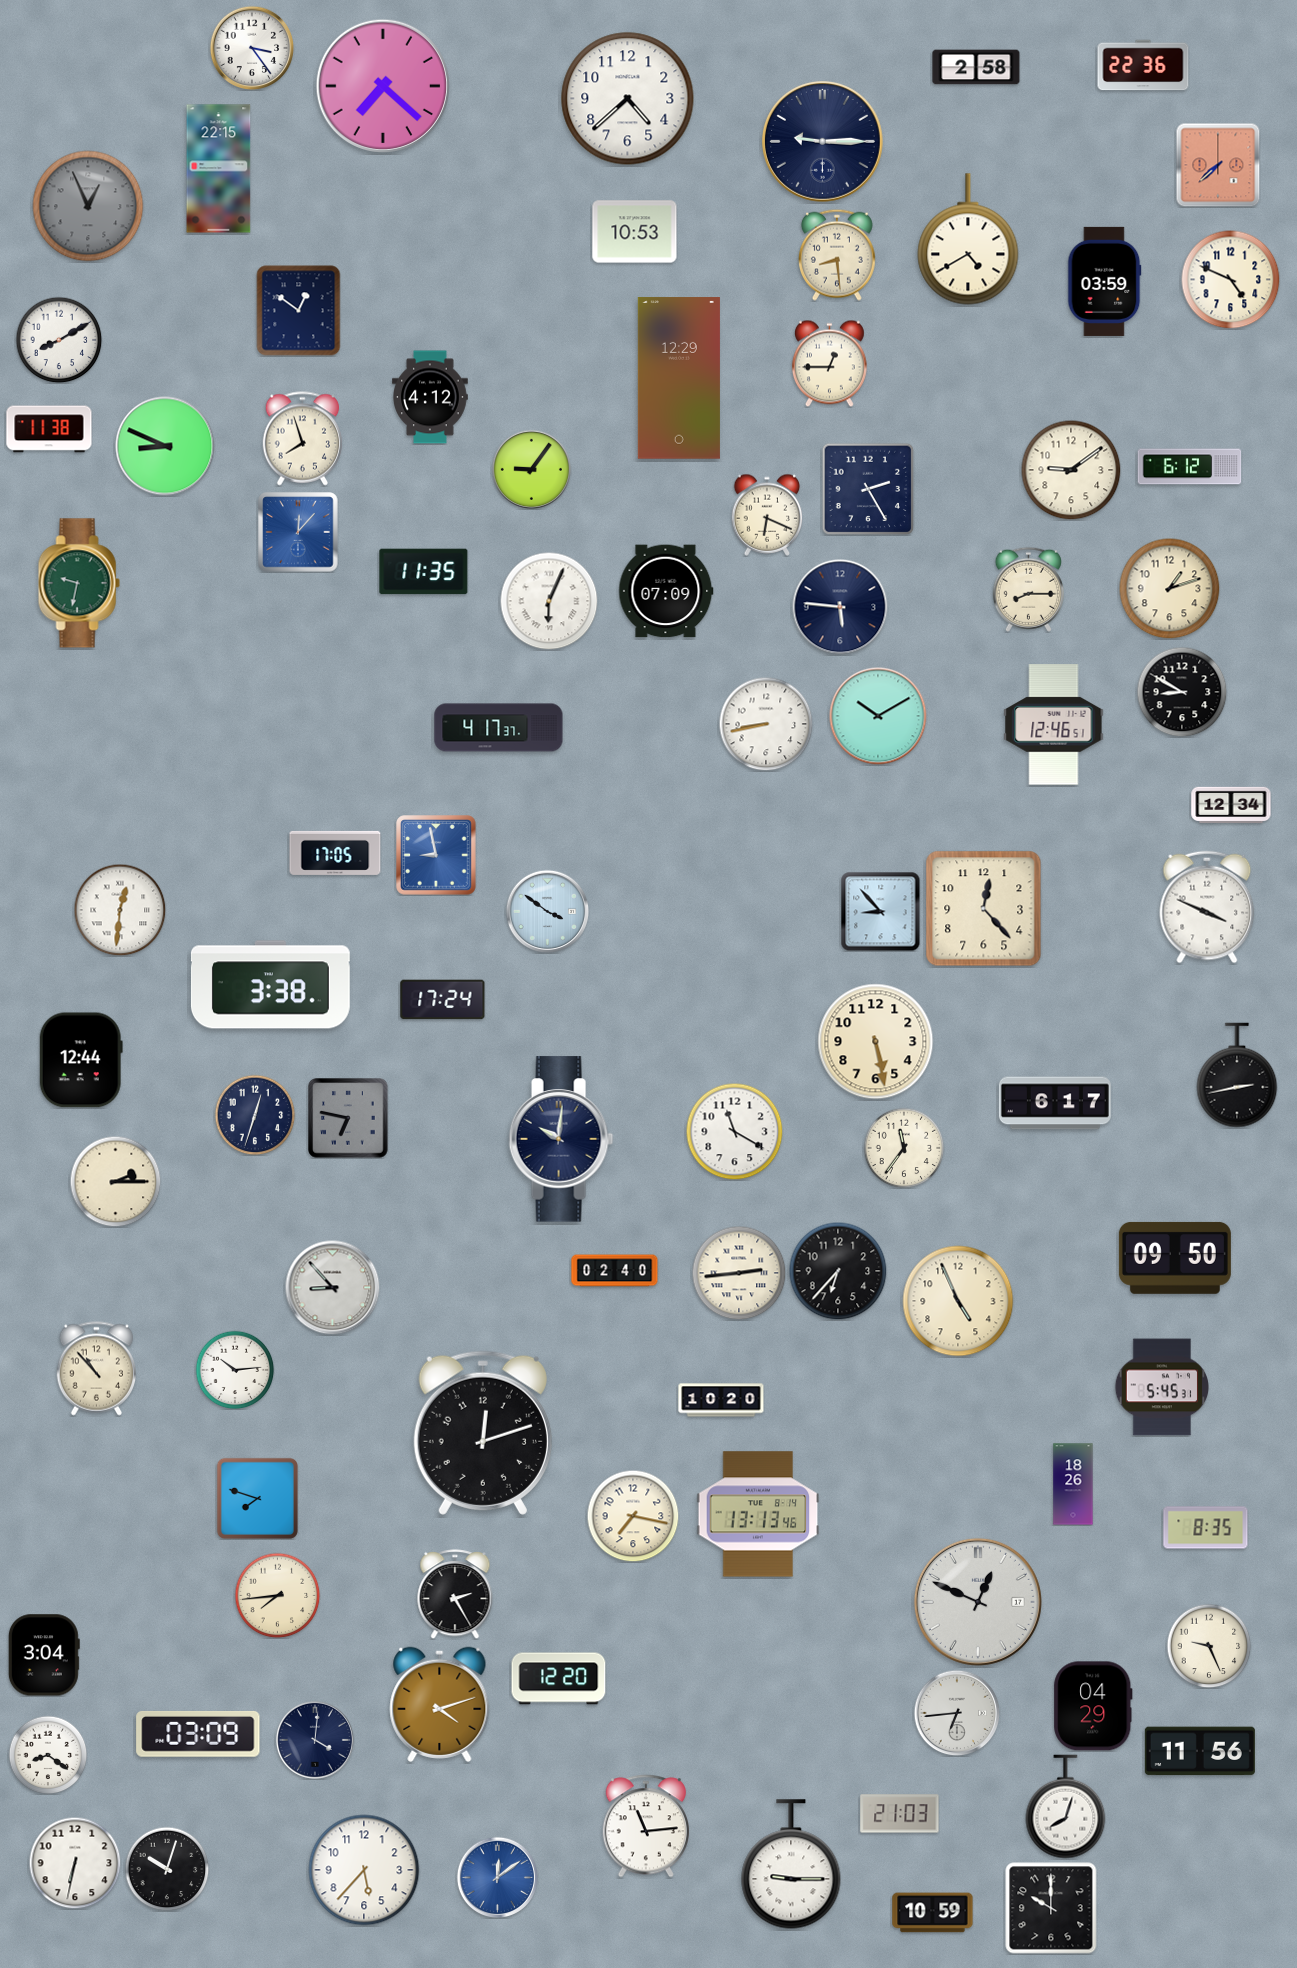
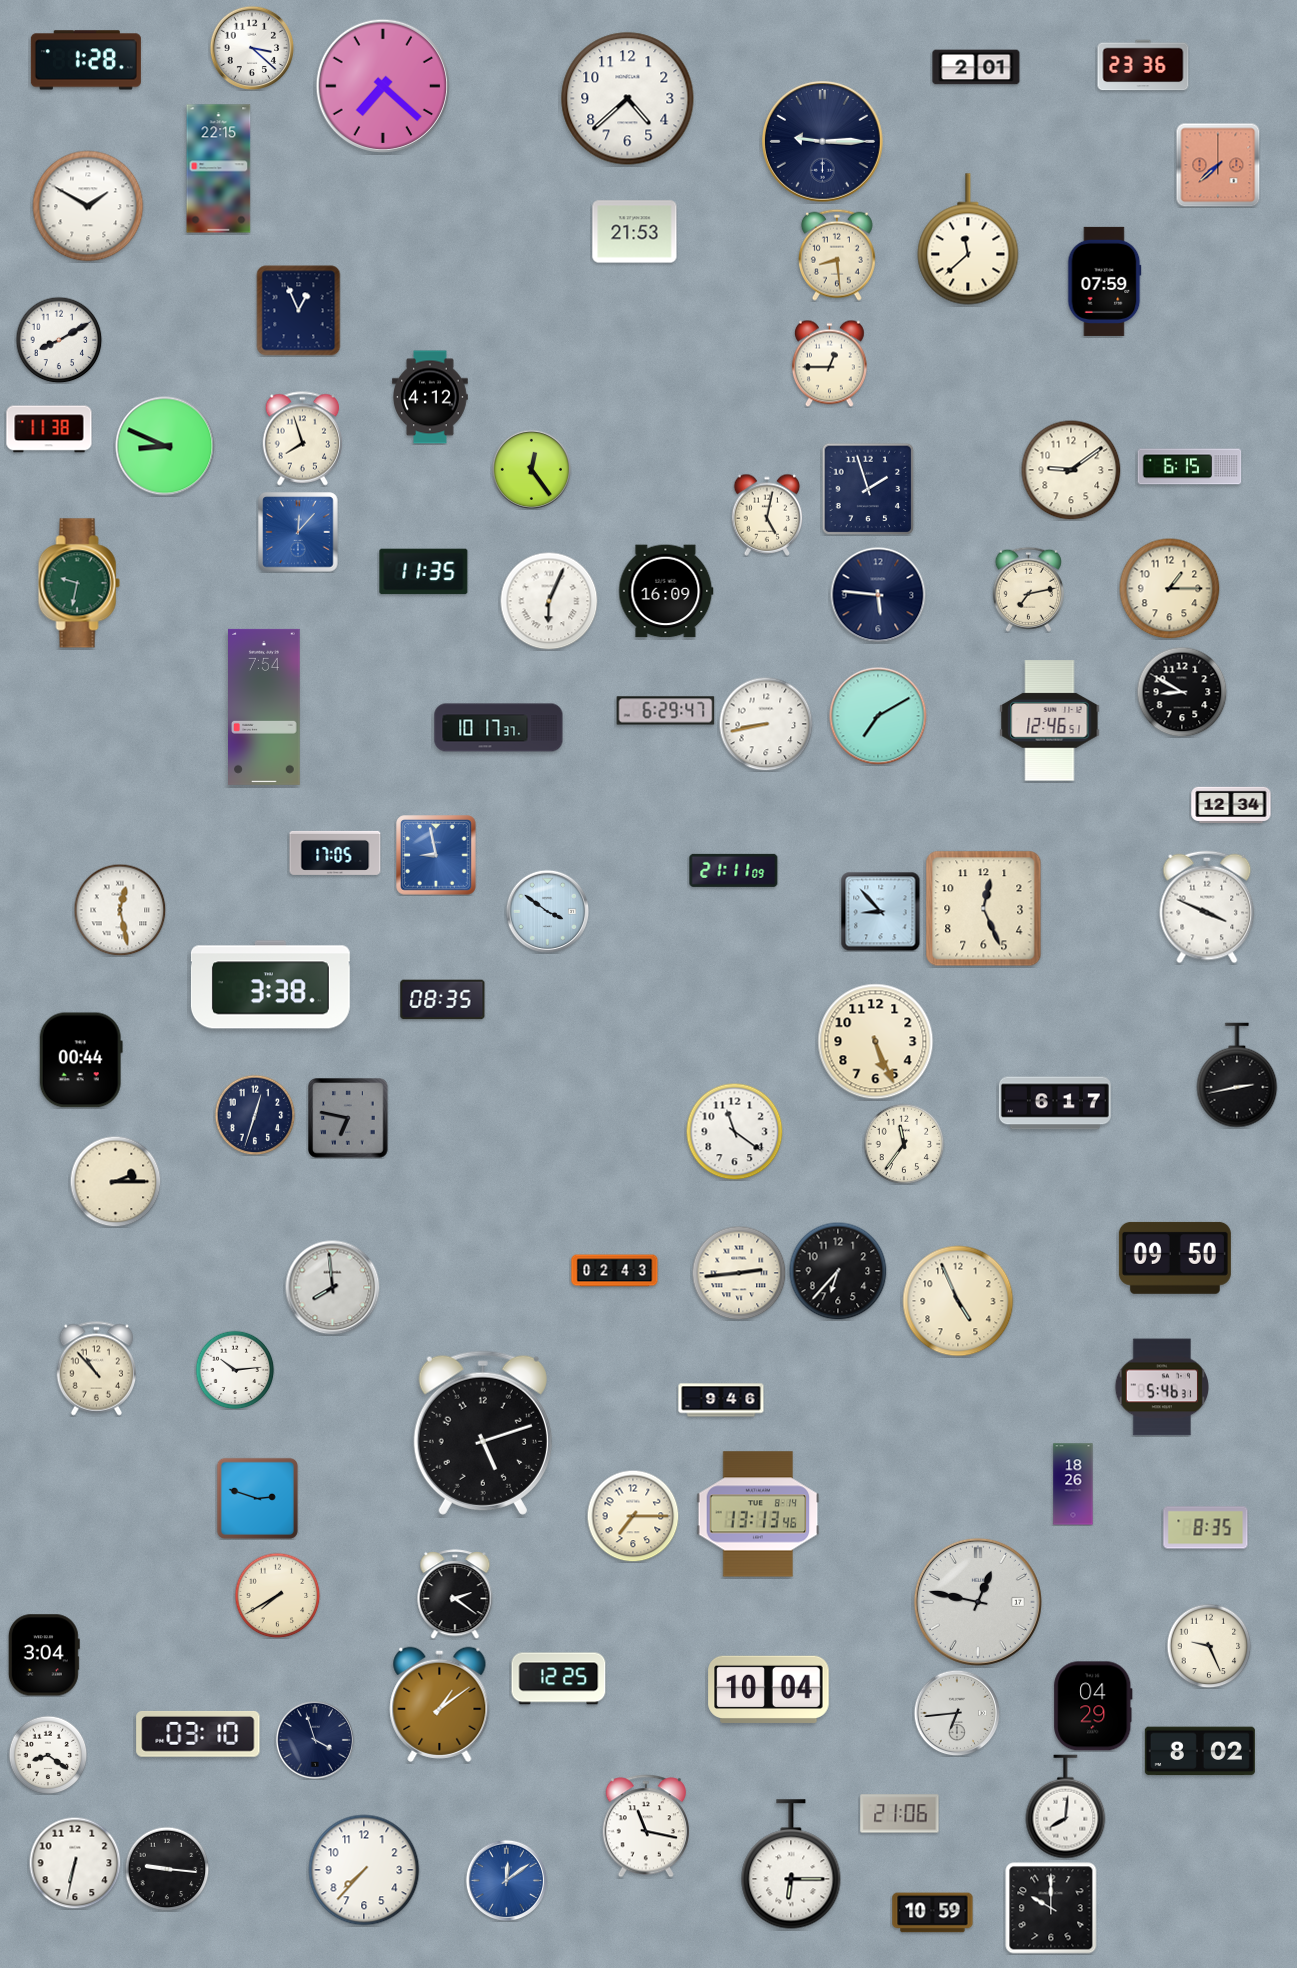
clock at (252, 48): 3:24 -> 3:22
clock at (86, 60): none -> 1:28
clock at (1143, 65): 22:36 -> 23:36
clock at (976, 67): 2:58 -> 2:01
clock at (88, 206): 12:56 -> 1:50
clock at (88, 206) dial: grey -> white
clock at (635, 232): 10:53 -> 21:53
clock at (968, 239): 4:40 -> 11:38
clock at (1231, 280): 4:49 -> none
clock at (1105, 281): 03:59 -> 07:59
clock at (299, 311): 12:51 -> 12:56
clock at (679, 378): 12:29 -> none
clock at (1190, 467): 6:12 -> 6:15
clock at (531, 469): 9:06 -> 12:24
clock at (868, 489): 2:25 -> 1:57
clock at (767, 515): 6:19 -> 5:02
clock at (1028, 589): 8:15 -> 7:13
clock at (1170, 589): 1:12 -> 1:15
clock at (666, 591): 07:09 -> 16:09
clock at (840, 607) position: (840, 607) -> (878, 595)
clock at (265, 707): none -> 7:54
clock at (666, 711): none -> 6:29
clock at (878, 716): 10:10 -> 7:10
clock at (1054, 725) position: (1054, 725) -> (1050, 721)
clock at (499, 728): 4:17 -> 10:17
clock at (734, 870): none -> 21:11
clock at (984, 909): 12:23 -> 12:26
clock at (120, 910): 12:31 -> 12:28
clock at (443, 1000): 17:24 -> 08:35
clock at (876, 1042): 5:28 -> 5:26
clock at (81, 1060): 12:44 -> 00:44
clock at (734, 1131): 11:20 -> 11:21
clock at (561, 1139): 10:01 -> none
clock at (904, 1148) position: (904, 1148) -> (904, 1144)
clock at (615, 1271): 02:40 -> 02:43
clock at (332, 1287): 8:53 -> 7:59
clock at (1161, 1387): 5:45 -> 5:46
clock at (721, 1400): 10:20 -> 9:46
clock at (483, 1433): 12:12 -> 5:12
clock at (257, 1498): 7:48 -> 2:48
clock at (633, 1516): 7:17 -> 7:15
clock at (455, 1594): 2:25 -> 2:21
clock at (277, 1595): 7:44 -> 7:40
clock at (978, 1602): 12:49 -> 12:47
clock at (559, 1679): 12:20 -> 12:25
clock at (769, 1689): none -> 10:04
clock at (440, 1704): 4:12 -> 1:09
clock at (198, 1734): 03:09 -> 03:10
clock at (315, 1740): 4:01 -> 3:57
clock at (1200, 1751): 11:56 -> 8:02
clock at (1066, 1807): 8:03 -> 8:01
clock at (900, 1814): 21:03 -> 21:06
clock at (645, 1826): 11:14 -> 11:17
clock at (791, 1864): 9:15 -> 6:15
clock at (167, 1869): 10:03 -> 9:16
clock at (364, 1870): 5:37 -> 7:37
clock at (497, 1877) position: (497, 1877) -> (506, 1880)
